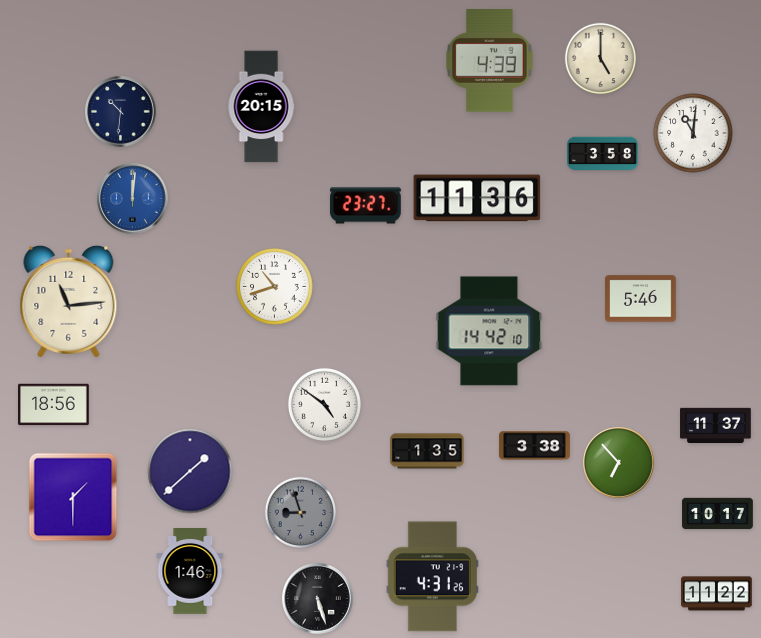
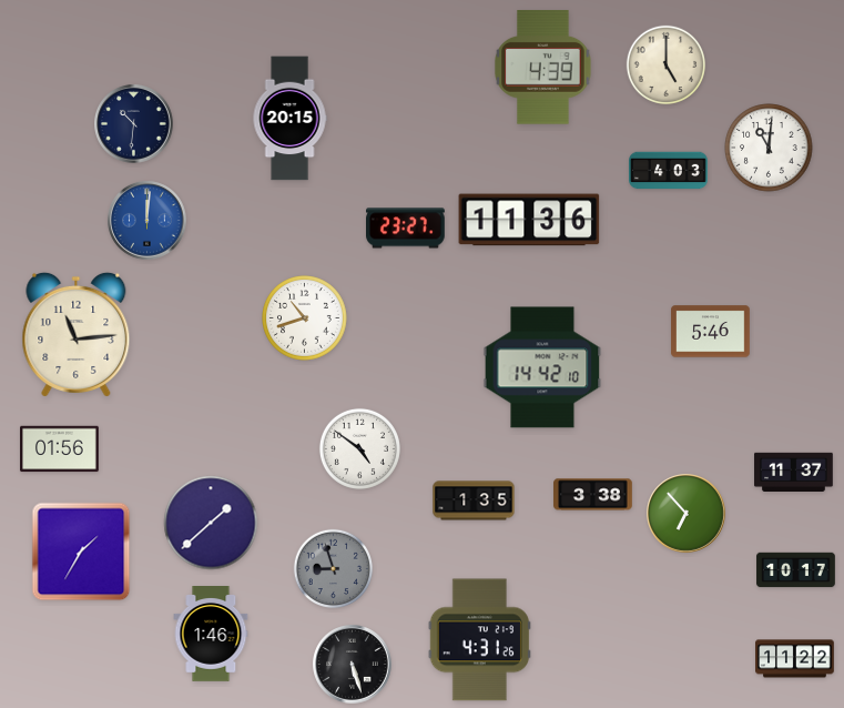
clock at (603, 154): 3:58 -> 4:03
clock at (54, 405): 18:56 -> 01:56
clock at (73, 497): 1:30 -> 1:35
